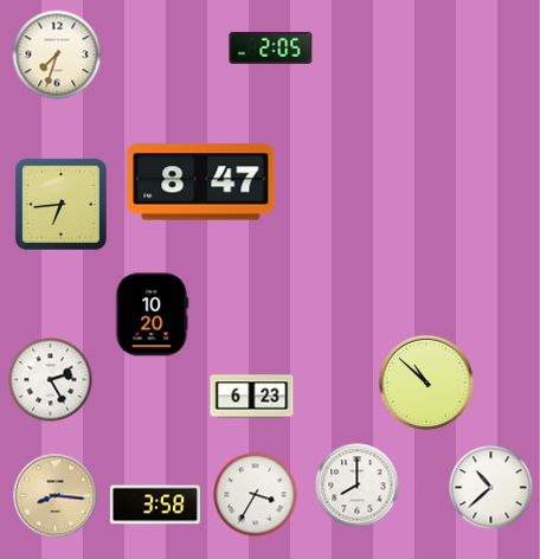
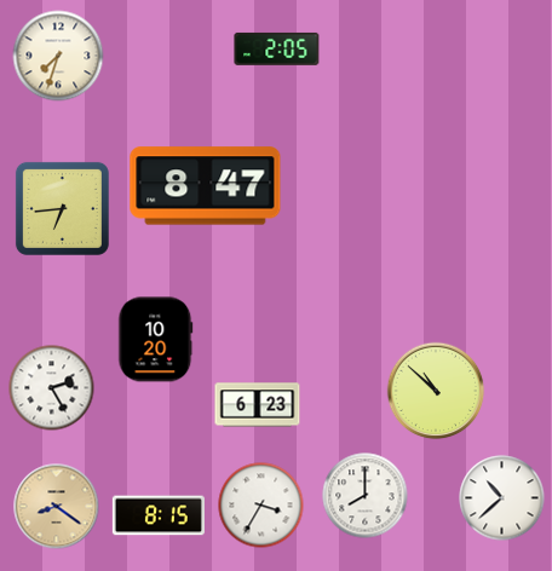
clock at (153, 315) position: (153, 315) -> (156, 340)
clock at (56, 496): 8:16 -> 8:21
clock at (155, 505): 3:58 -> 8:15
